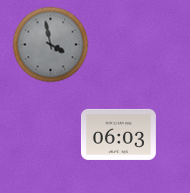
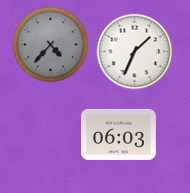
clock at (51, 45): 3:58 -> 4:37
clock at (135, 52): none -> 1:34
